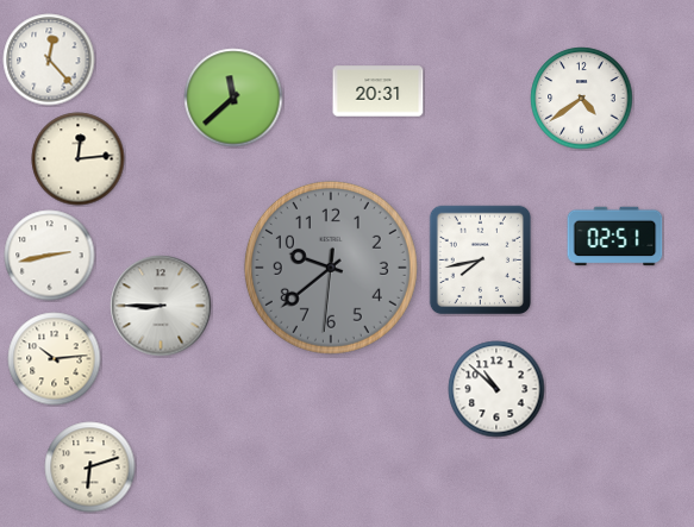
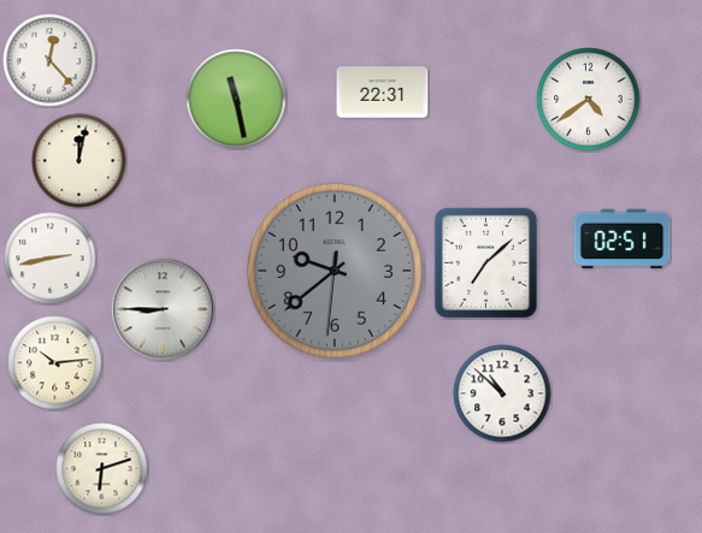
clock at (379, 92): 20:31 -> 22:31
clock at (233, 98): 11:38 -> 11:28
clock at (79, 159): 12:14 -> 12:02
clock at (481, 261): 7:43 -> 7:08
clock at (90, 468) position: (90, 468) -> (102, 469)
